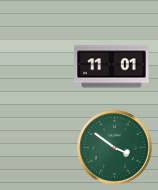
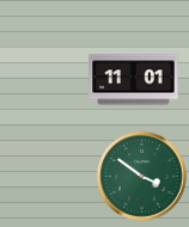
clock at (115, 148) position: (115, 148) -> (142, 177)
